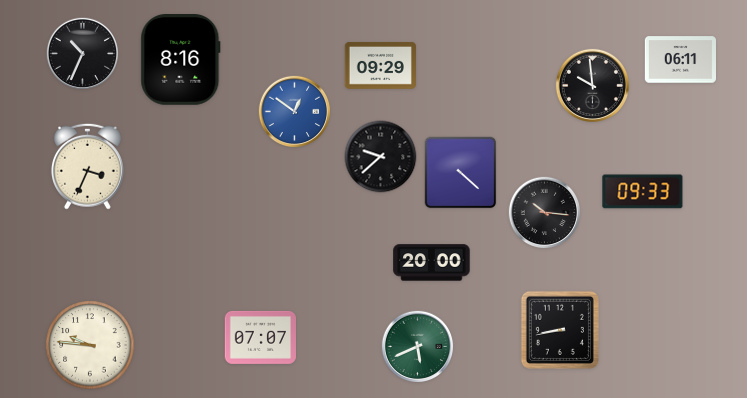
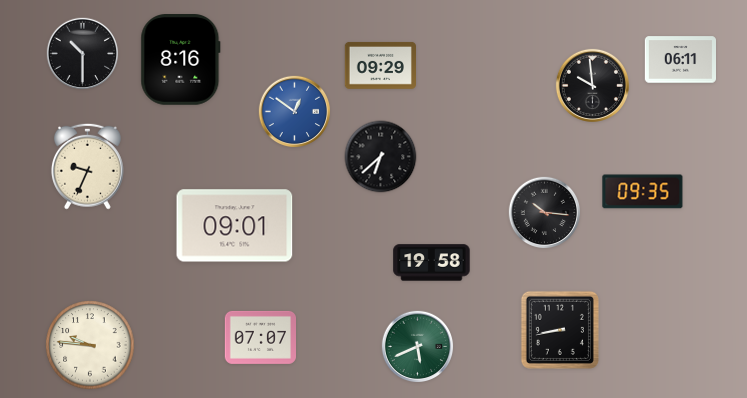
clock at (83, 54): 10:34 -> 10:30
clock at (381, 157): 9:38 -> 6:38
clock at (87, 166): 3:34 -> 9:34
clock at (461, 173): 4:22 -> none
clock at (643, 192): 09:33 -> 09:35
clock at (235, 226): none -> 09:01
clock at (432, 263): 20:00 -> 19:58
